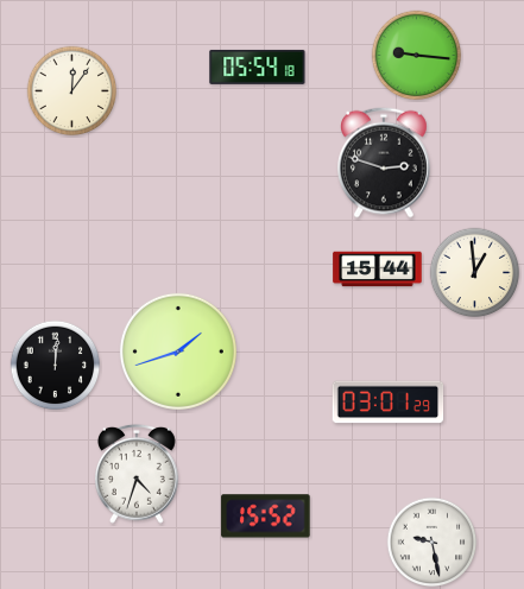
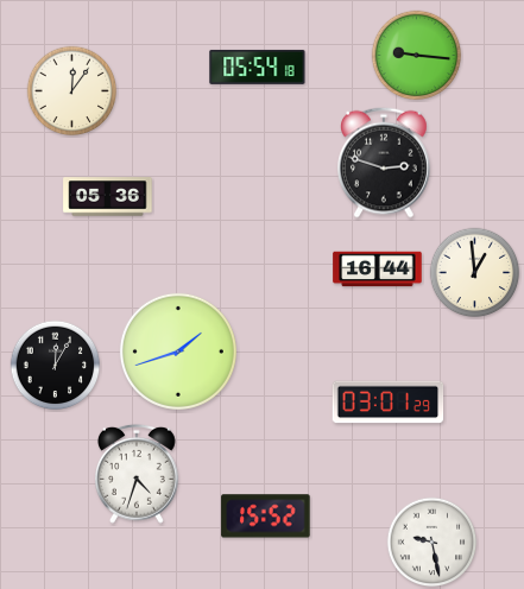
clock at (108, 197): none -> 05:36
clock at (378, 270): 15:44 -> 16:44
clock at (56, 366): 12:01 -> 12:05
